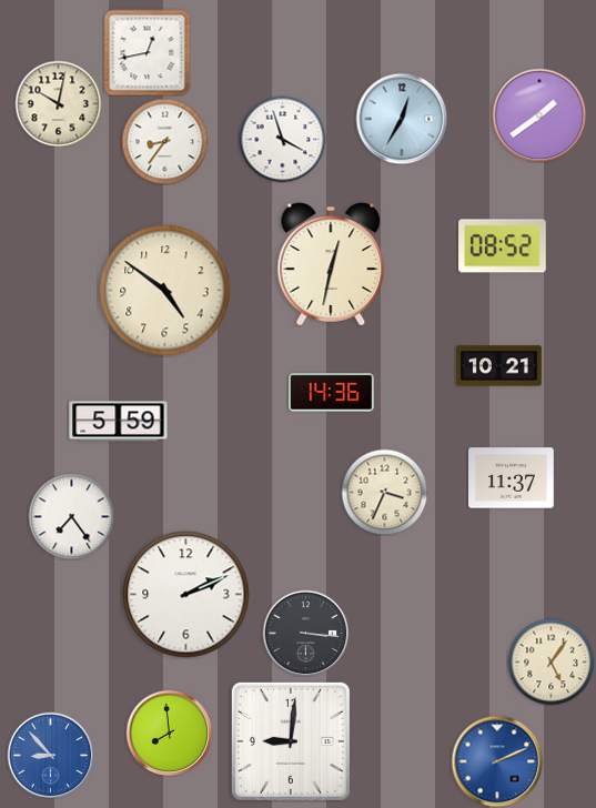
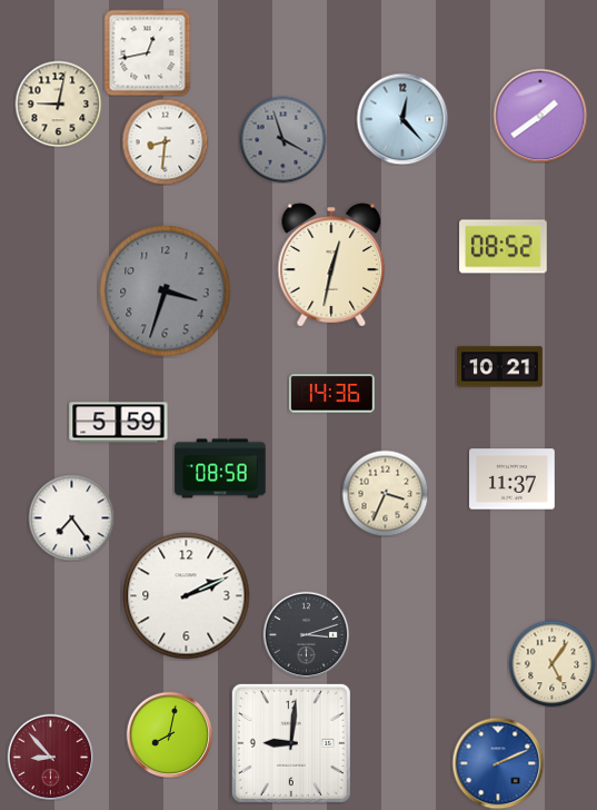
clock at (58, 103): 10:02 -> 9:02
clock at (402, 119): 12:35 -> 12:23
clock at (282, 139) dial: white -> grey
clock at (164, 141): 8:36 -> 8:31
clock at (165, 291): 4:51 -> 3:33
clock at (165, 291) dial: cream -> grey
clock at (220, 468): none -> 08:58
clock at (305, 633): 3:16 -> 3:12
clock at (169, 733): 7:59 -> 8:02
clock at (50, 755) dial: blue -> burgundy
